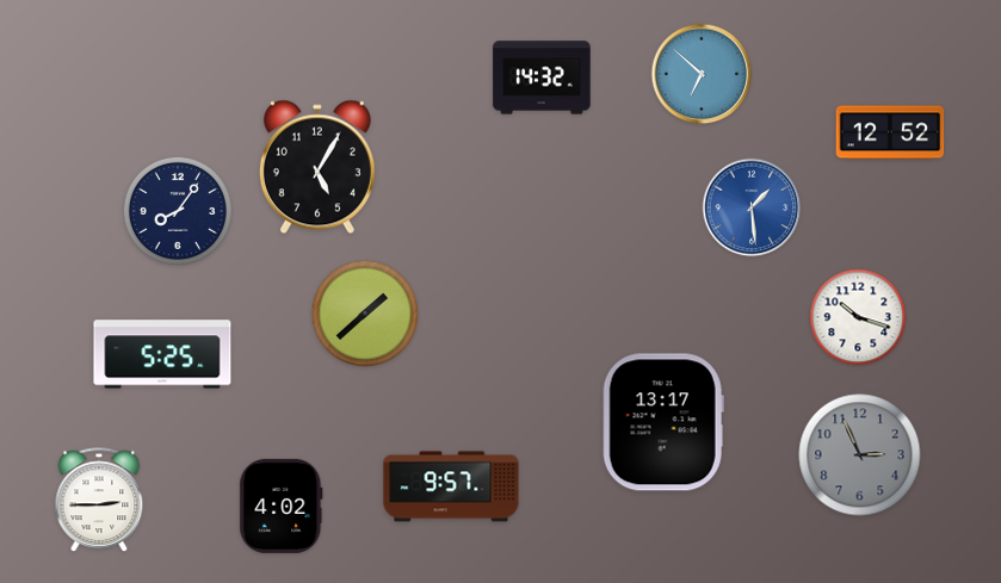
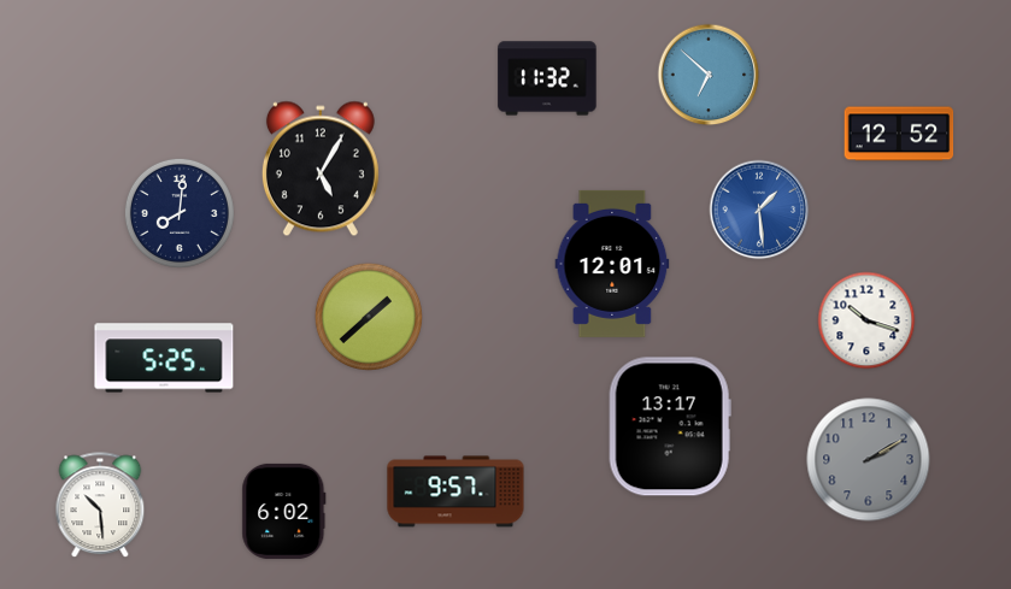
clock at (542, 77): 14:32 -> 11:32
clock at (178, 211): 8:06 -> 8:01
clock at (612, 264): none -> 12:01
clock at (860, 455): 2:56 -> 2:10
clock at (99, 501): 2:45 -> 10:29
clock at (282, 506): 4:02 -> 6:02
